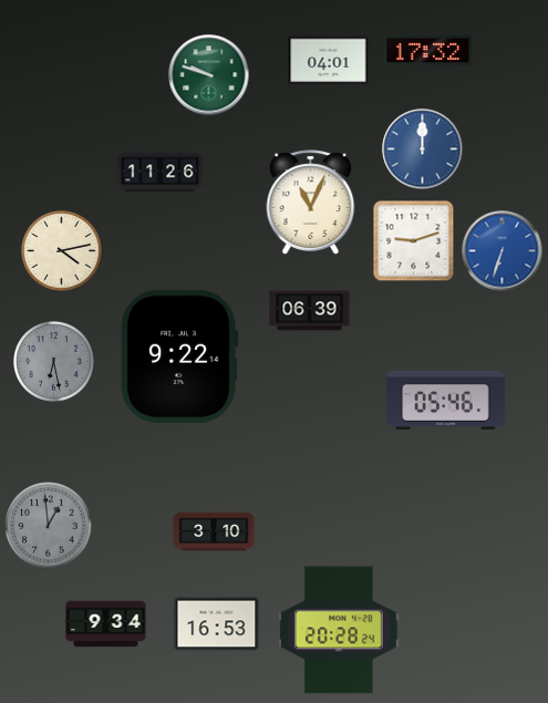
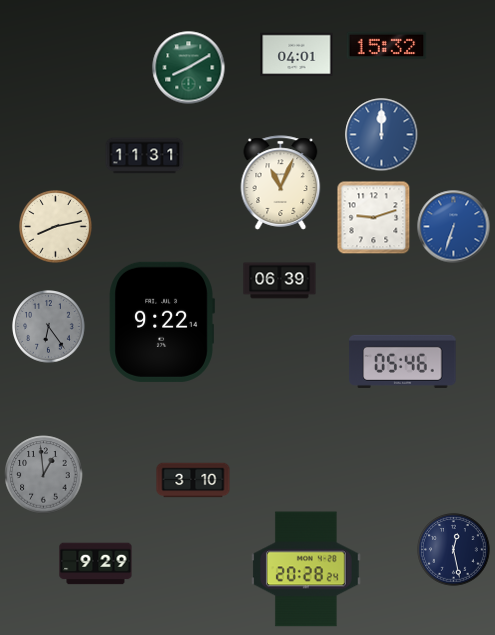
clock at (428, 51): 17:32 -> 15:32
clock at (209, 75): 9:48 -> 8:10
clock at (161, 173): 11:26 -> 11:31
clock at (62, 251): 4:13 -> 8:13
clock at (54, 362): 6:28 -> 6:24
clock at (454, 550): none -> 12:28
clock at (106, 624): 9:34 -> 9:29
clock at (217, 624): 16:53 -> none
